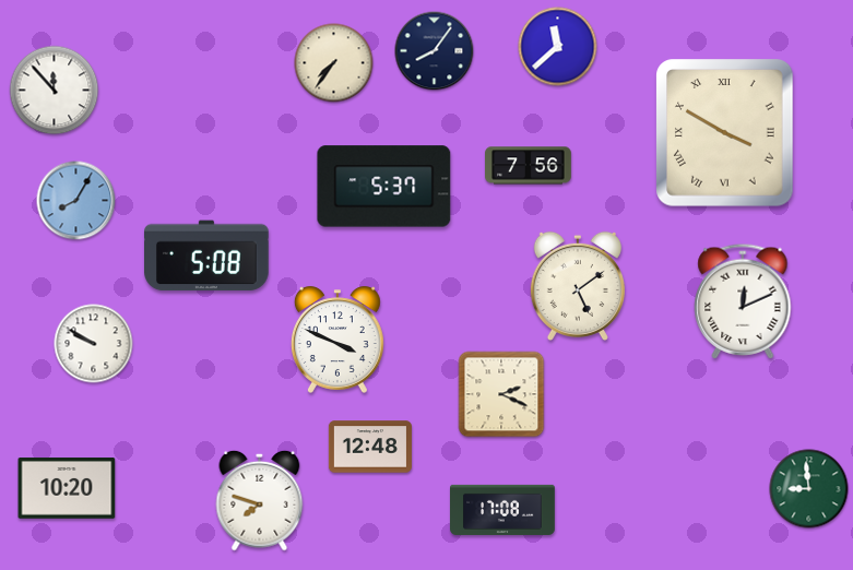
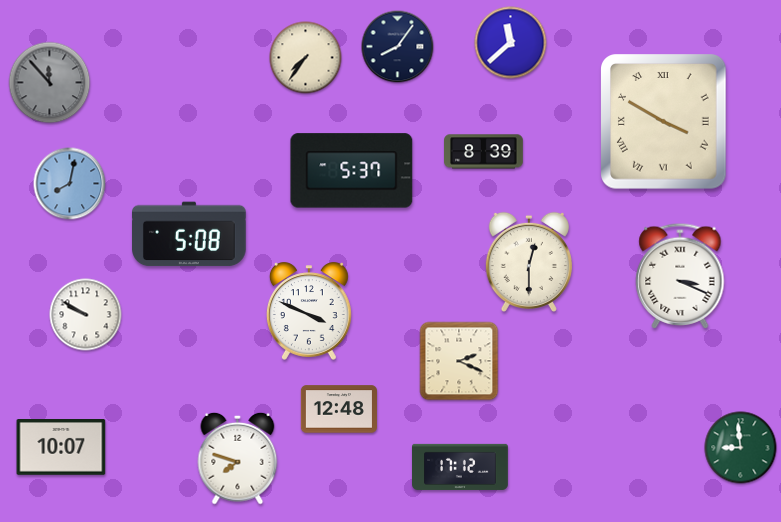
clock at (55, 91) dial: white -> grey
clock at (529, 166): 7:56 -> 8:39
clock at (76, 201): 8:05 -> 8:02
clock at (578, 285): 5:09 -> 12:30
clock at (743, 301): 12:11 -> 3:19
clock at (67, 489): 10:20 -> 10:07
clock at (502, 510): 17:08 -> 17:12
